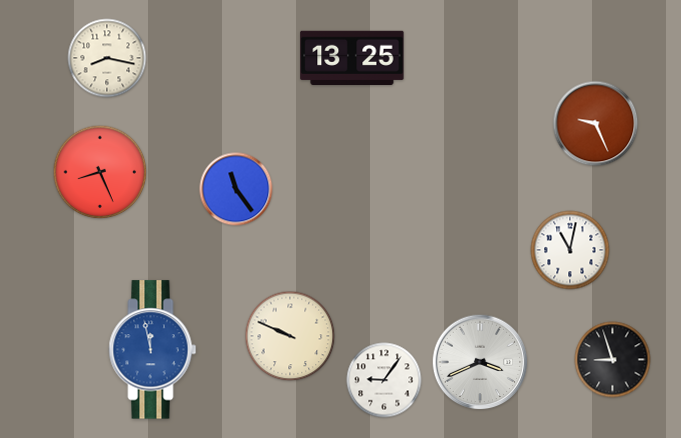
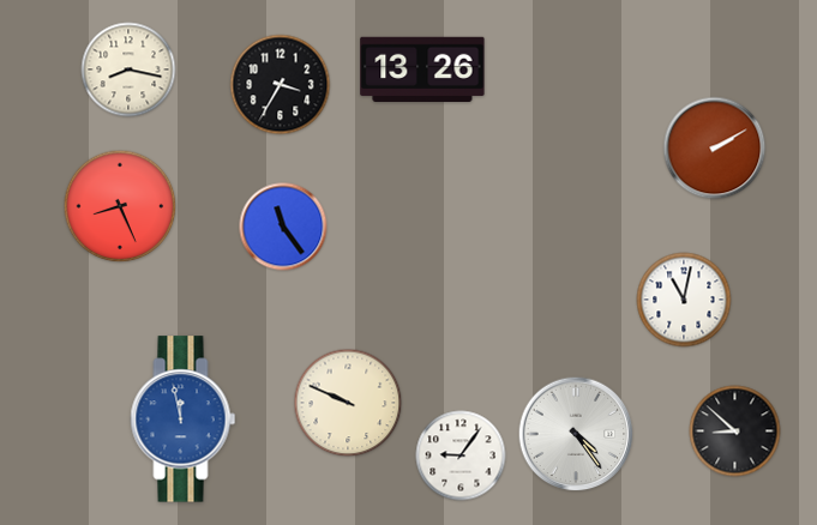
clock at (352, 57): 13:25 -> 13:26
clock at (281, 85): none -> 3:35
clock at (596, 124): 9:26 -> 2:10
clock at (613, 360): 8:57 -> 8:52
clock at (480, 362): 3:41 -> 4:24
